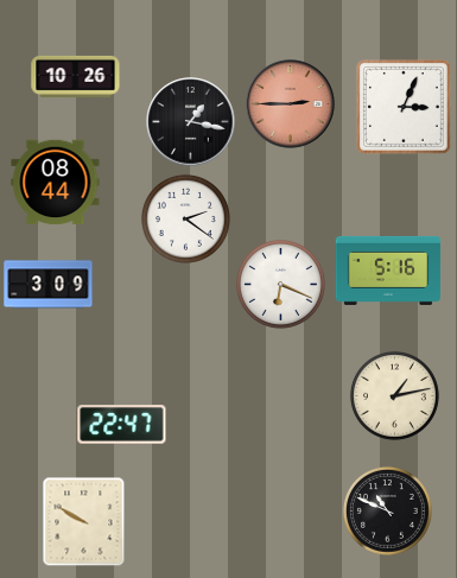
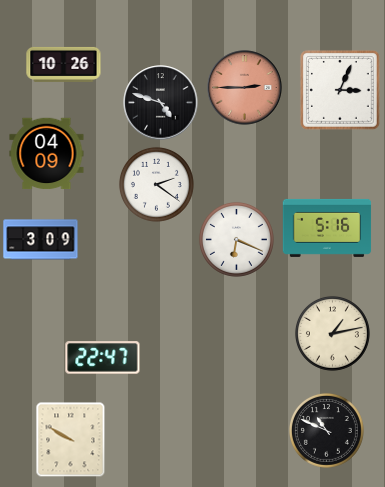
clock at (191, 122): 1:17 -> 4:48
clock at (56, 183): 08:44 -> 04:09
